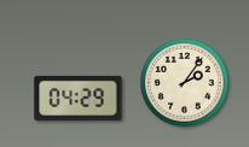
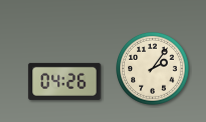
clock at (79, 98): 04:29 -> 04:26
